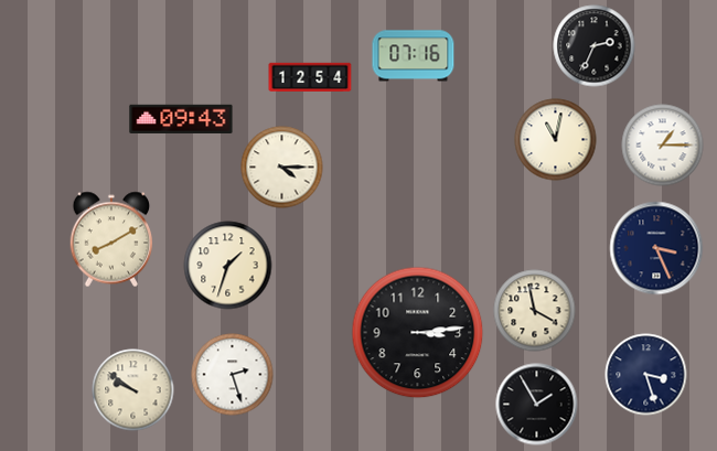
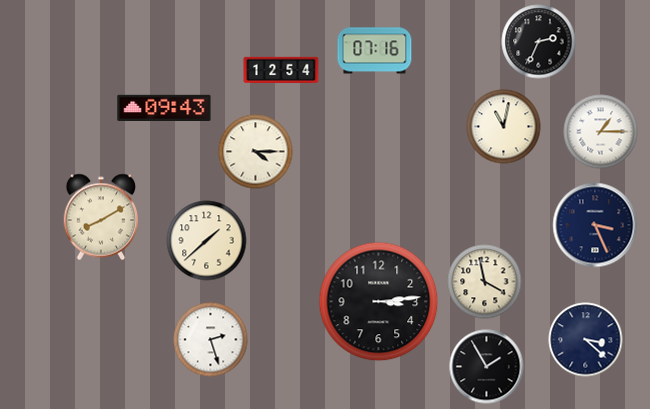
clock at (228, 266): 1:33 -> 1:38
clock at (646, 375): 3:27 -> 3:22
clock at (133, 390): 9:51 -> none
